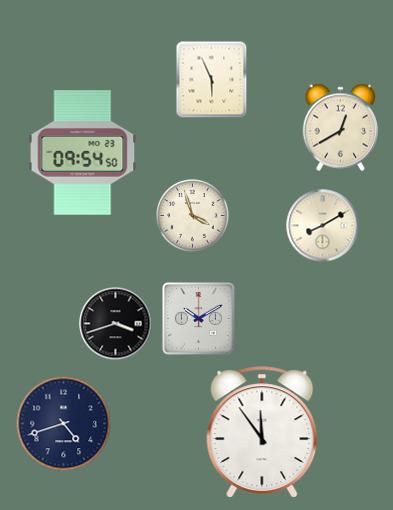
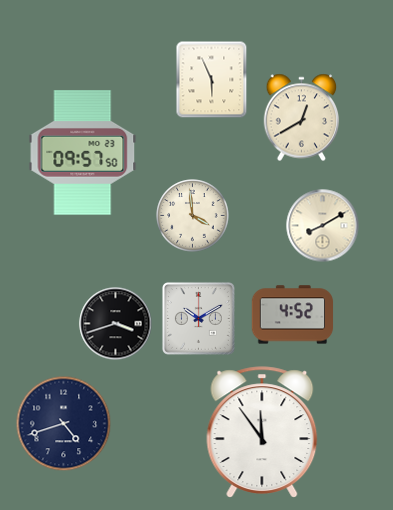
clock at (341, 128) position: (341, 128) -> (302, 118)
clock at (83, 153): 09:54 -> 09:57
clock at (193, 216): 3:57 -> 3:59
clock at (293, 315): none -> 4:52
